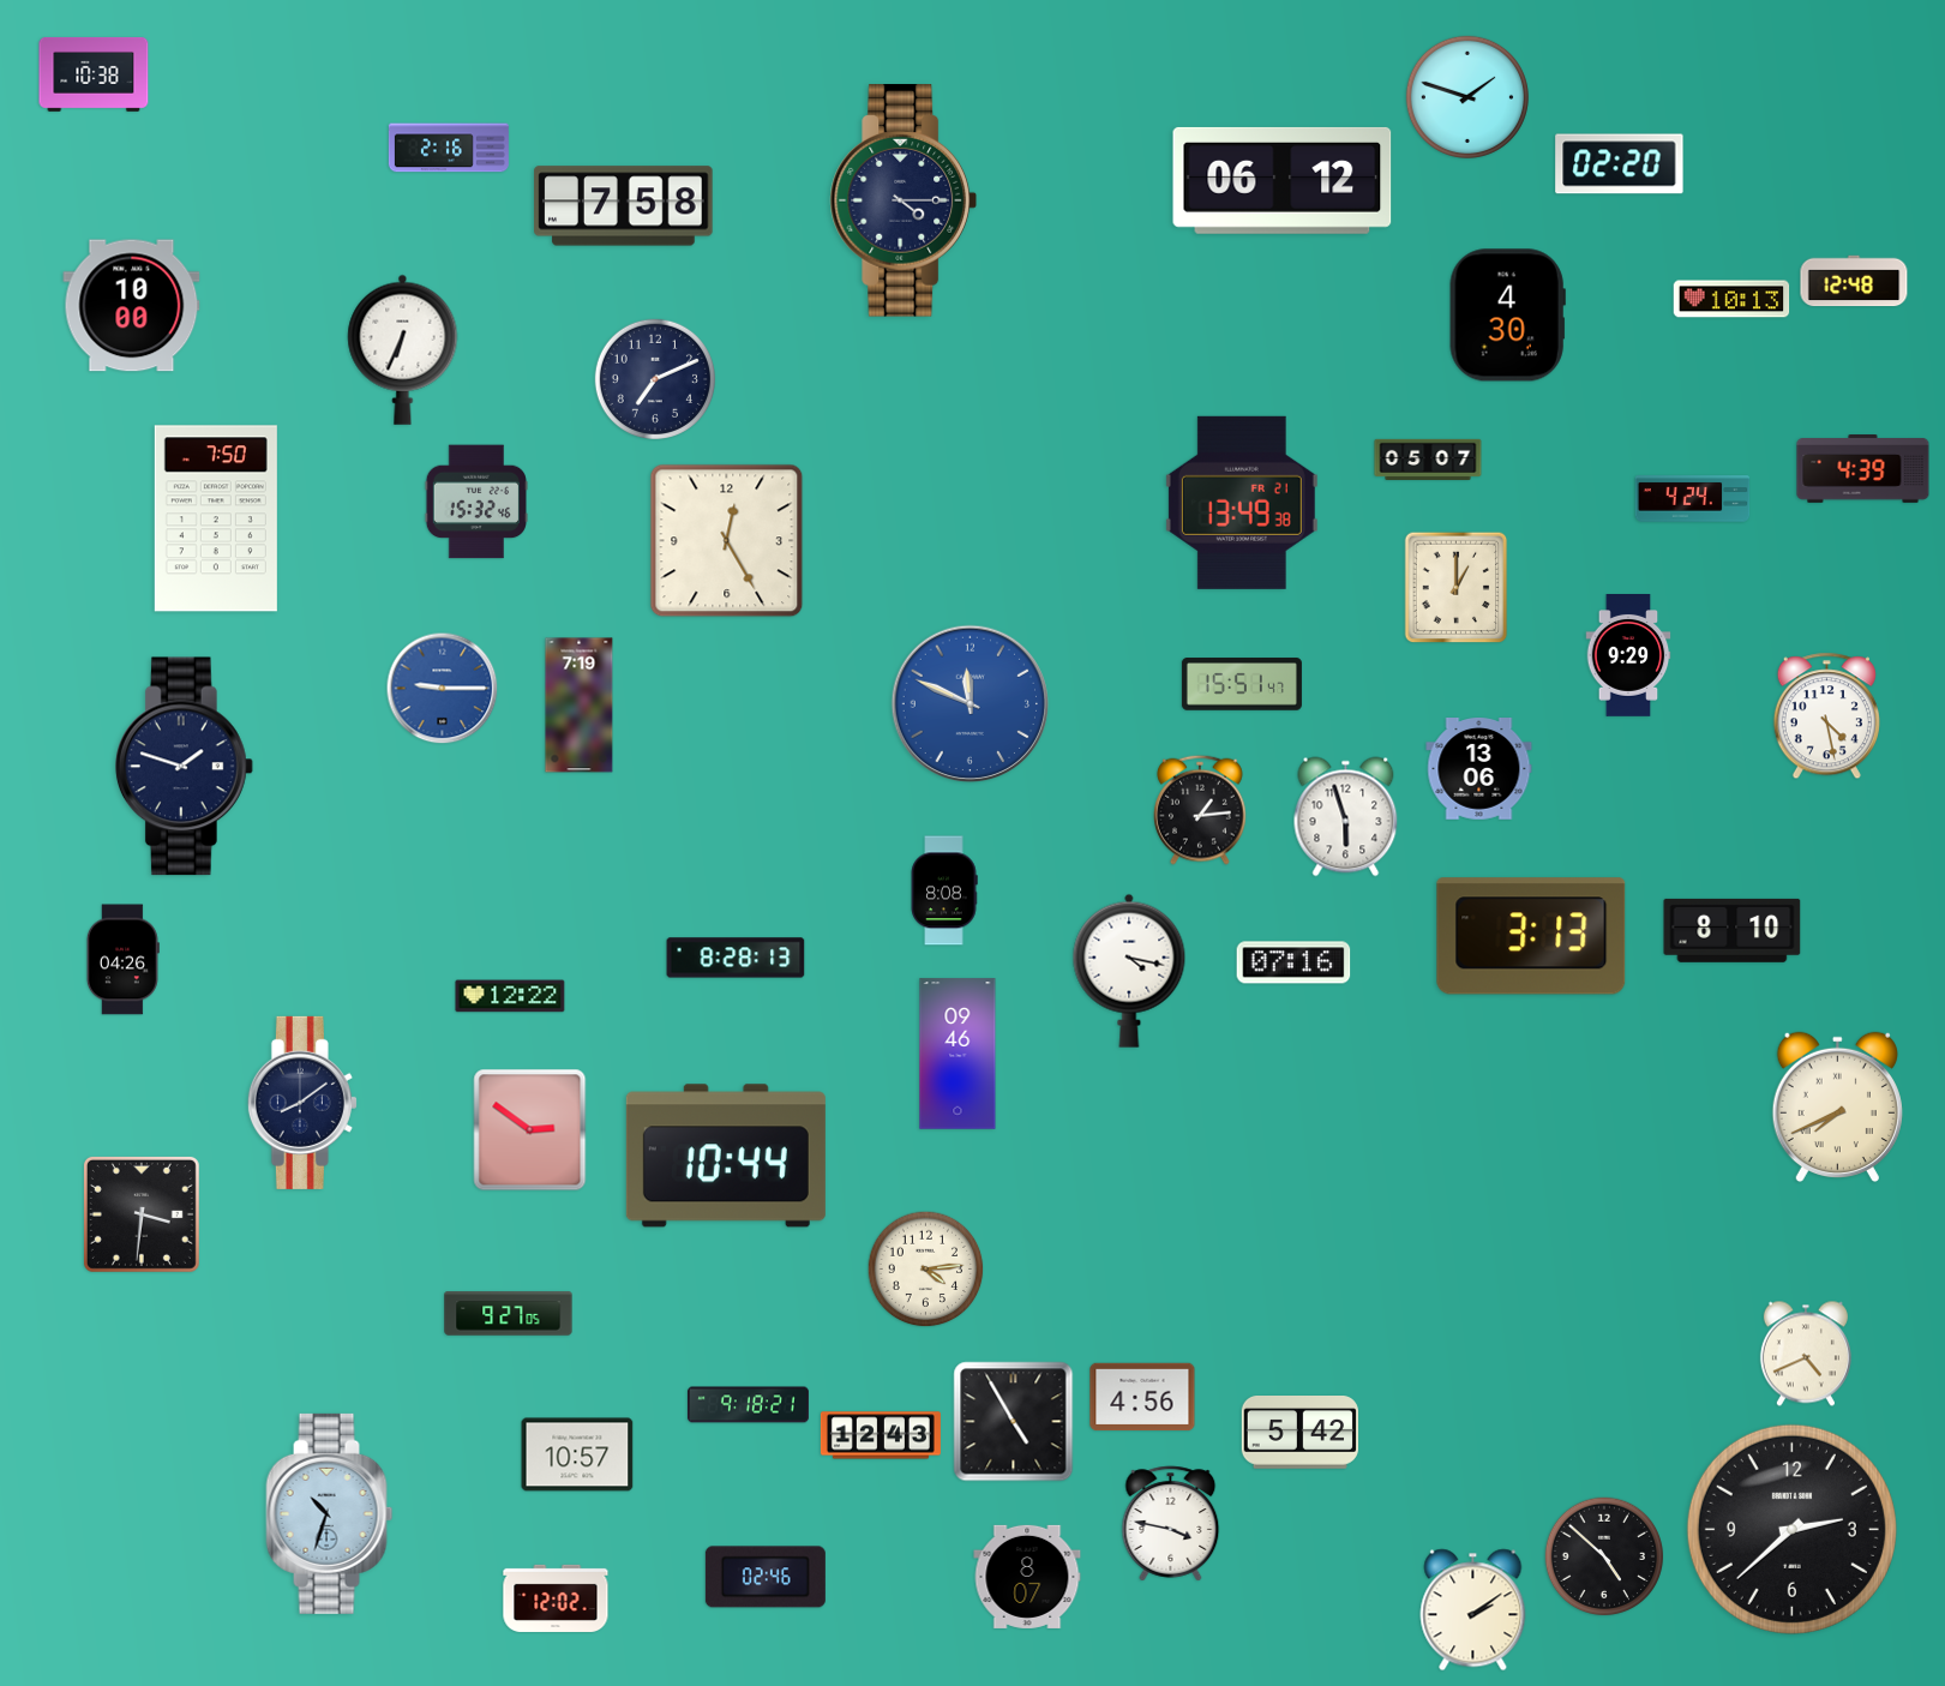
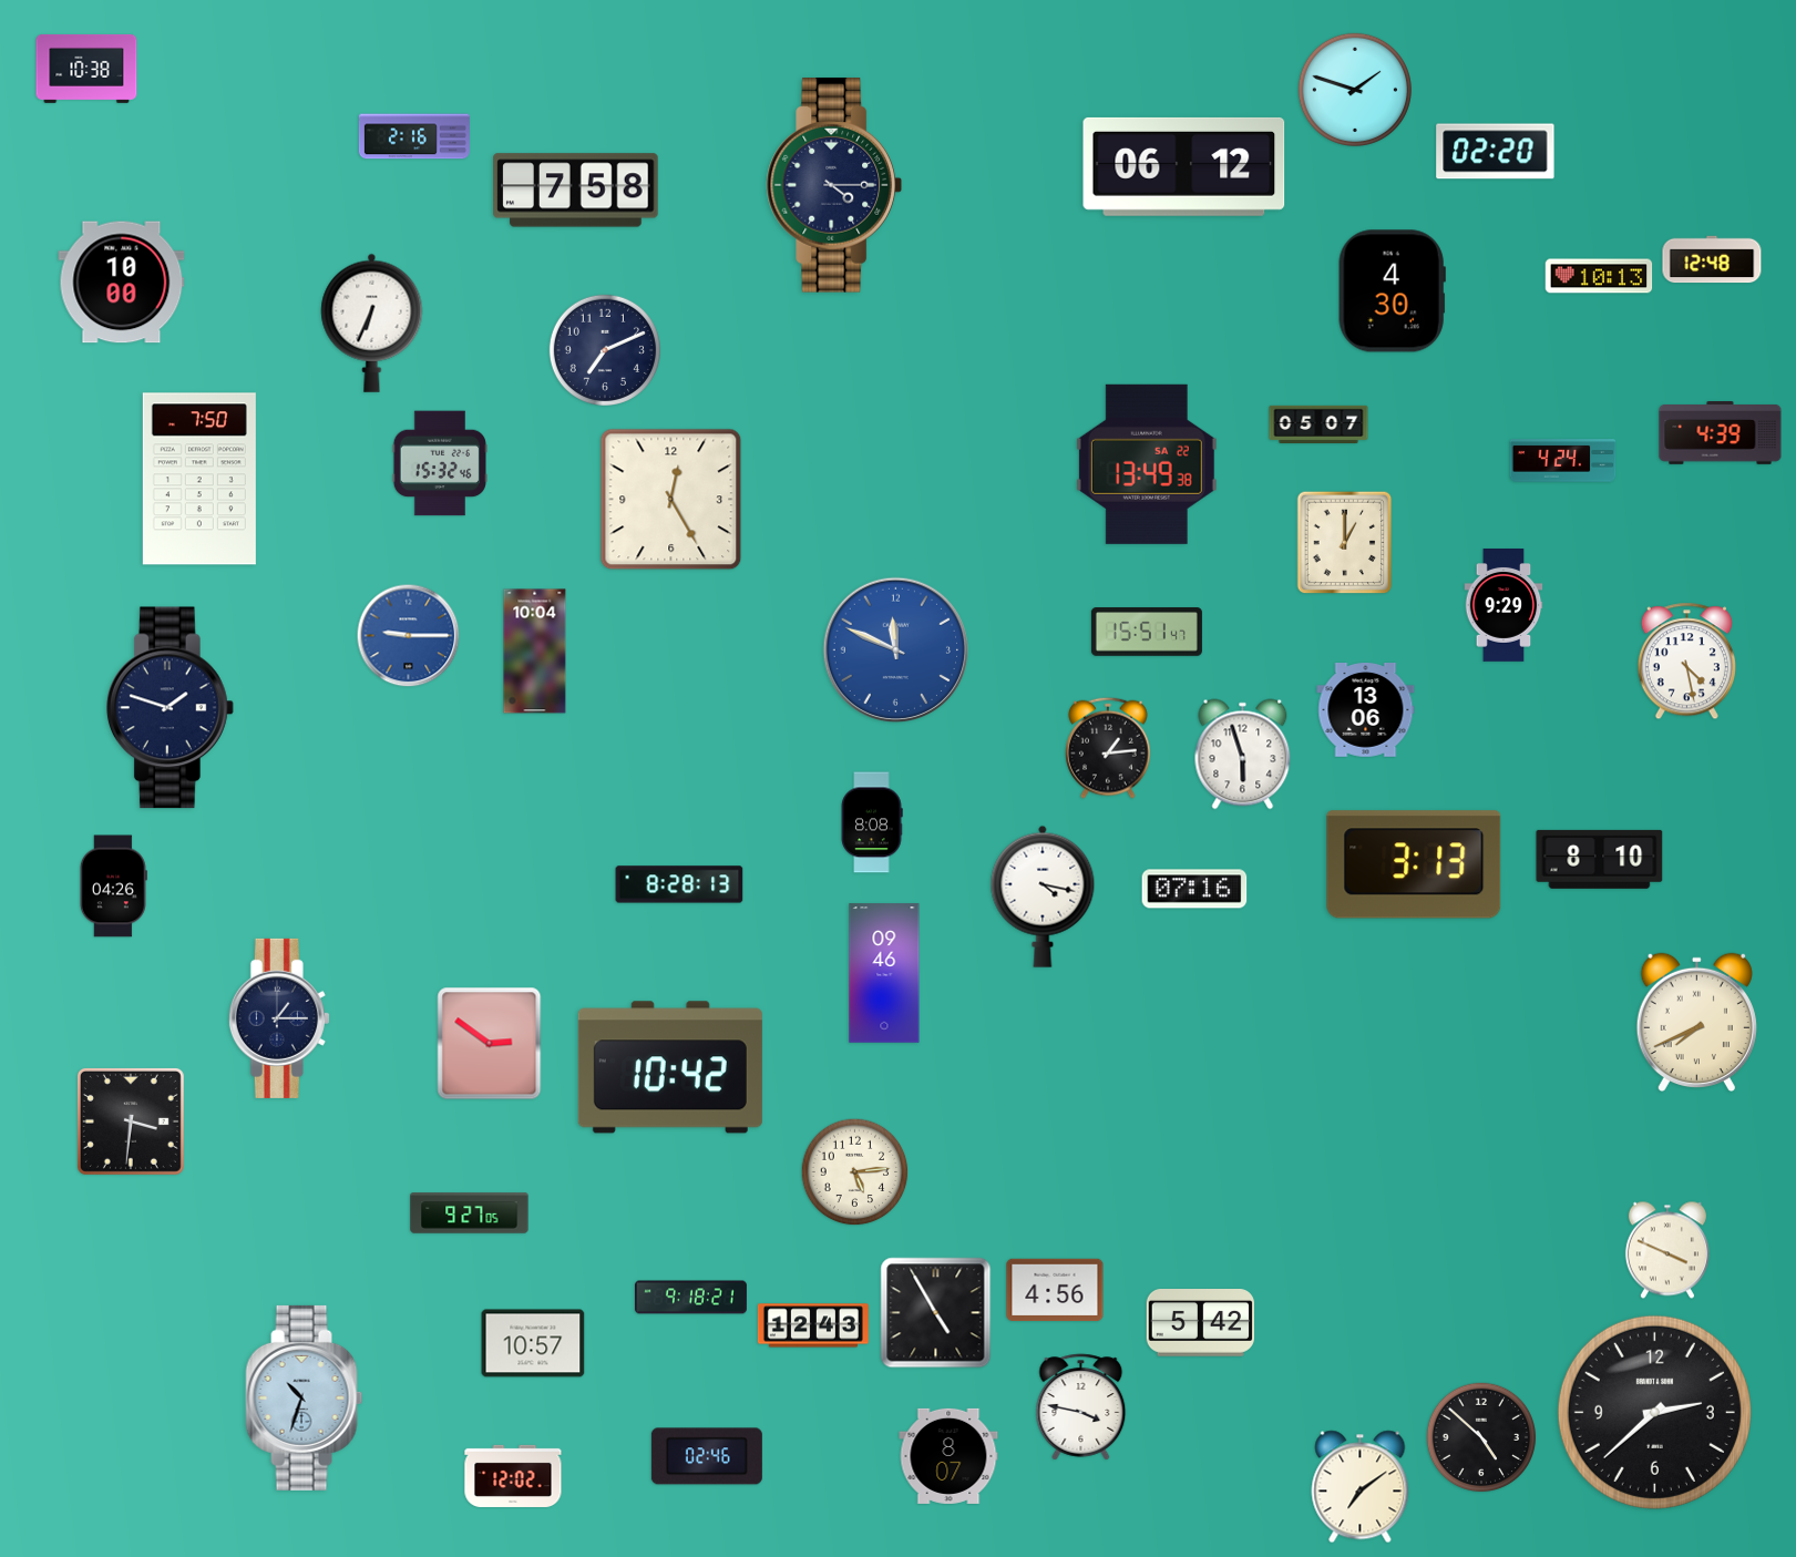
clock at (1242, 503) date: FR 21 -> SA 22
clock at (580, 706): 7:19 -> 10:04
clock at (510, 996): 12:22 -> none
clock at (302, 1103): 8:09 -> 1:15
clock at (726, 1156): 10:44 -> 10:42
clock at (926, 1270): 4:14 -> 5:14
clock at (1806, 1354): 4:41 -> 3:49
clock at (1473, 1610): 2:09 -> 7:09
